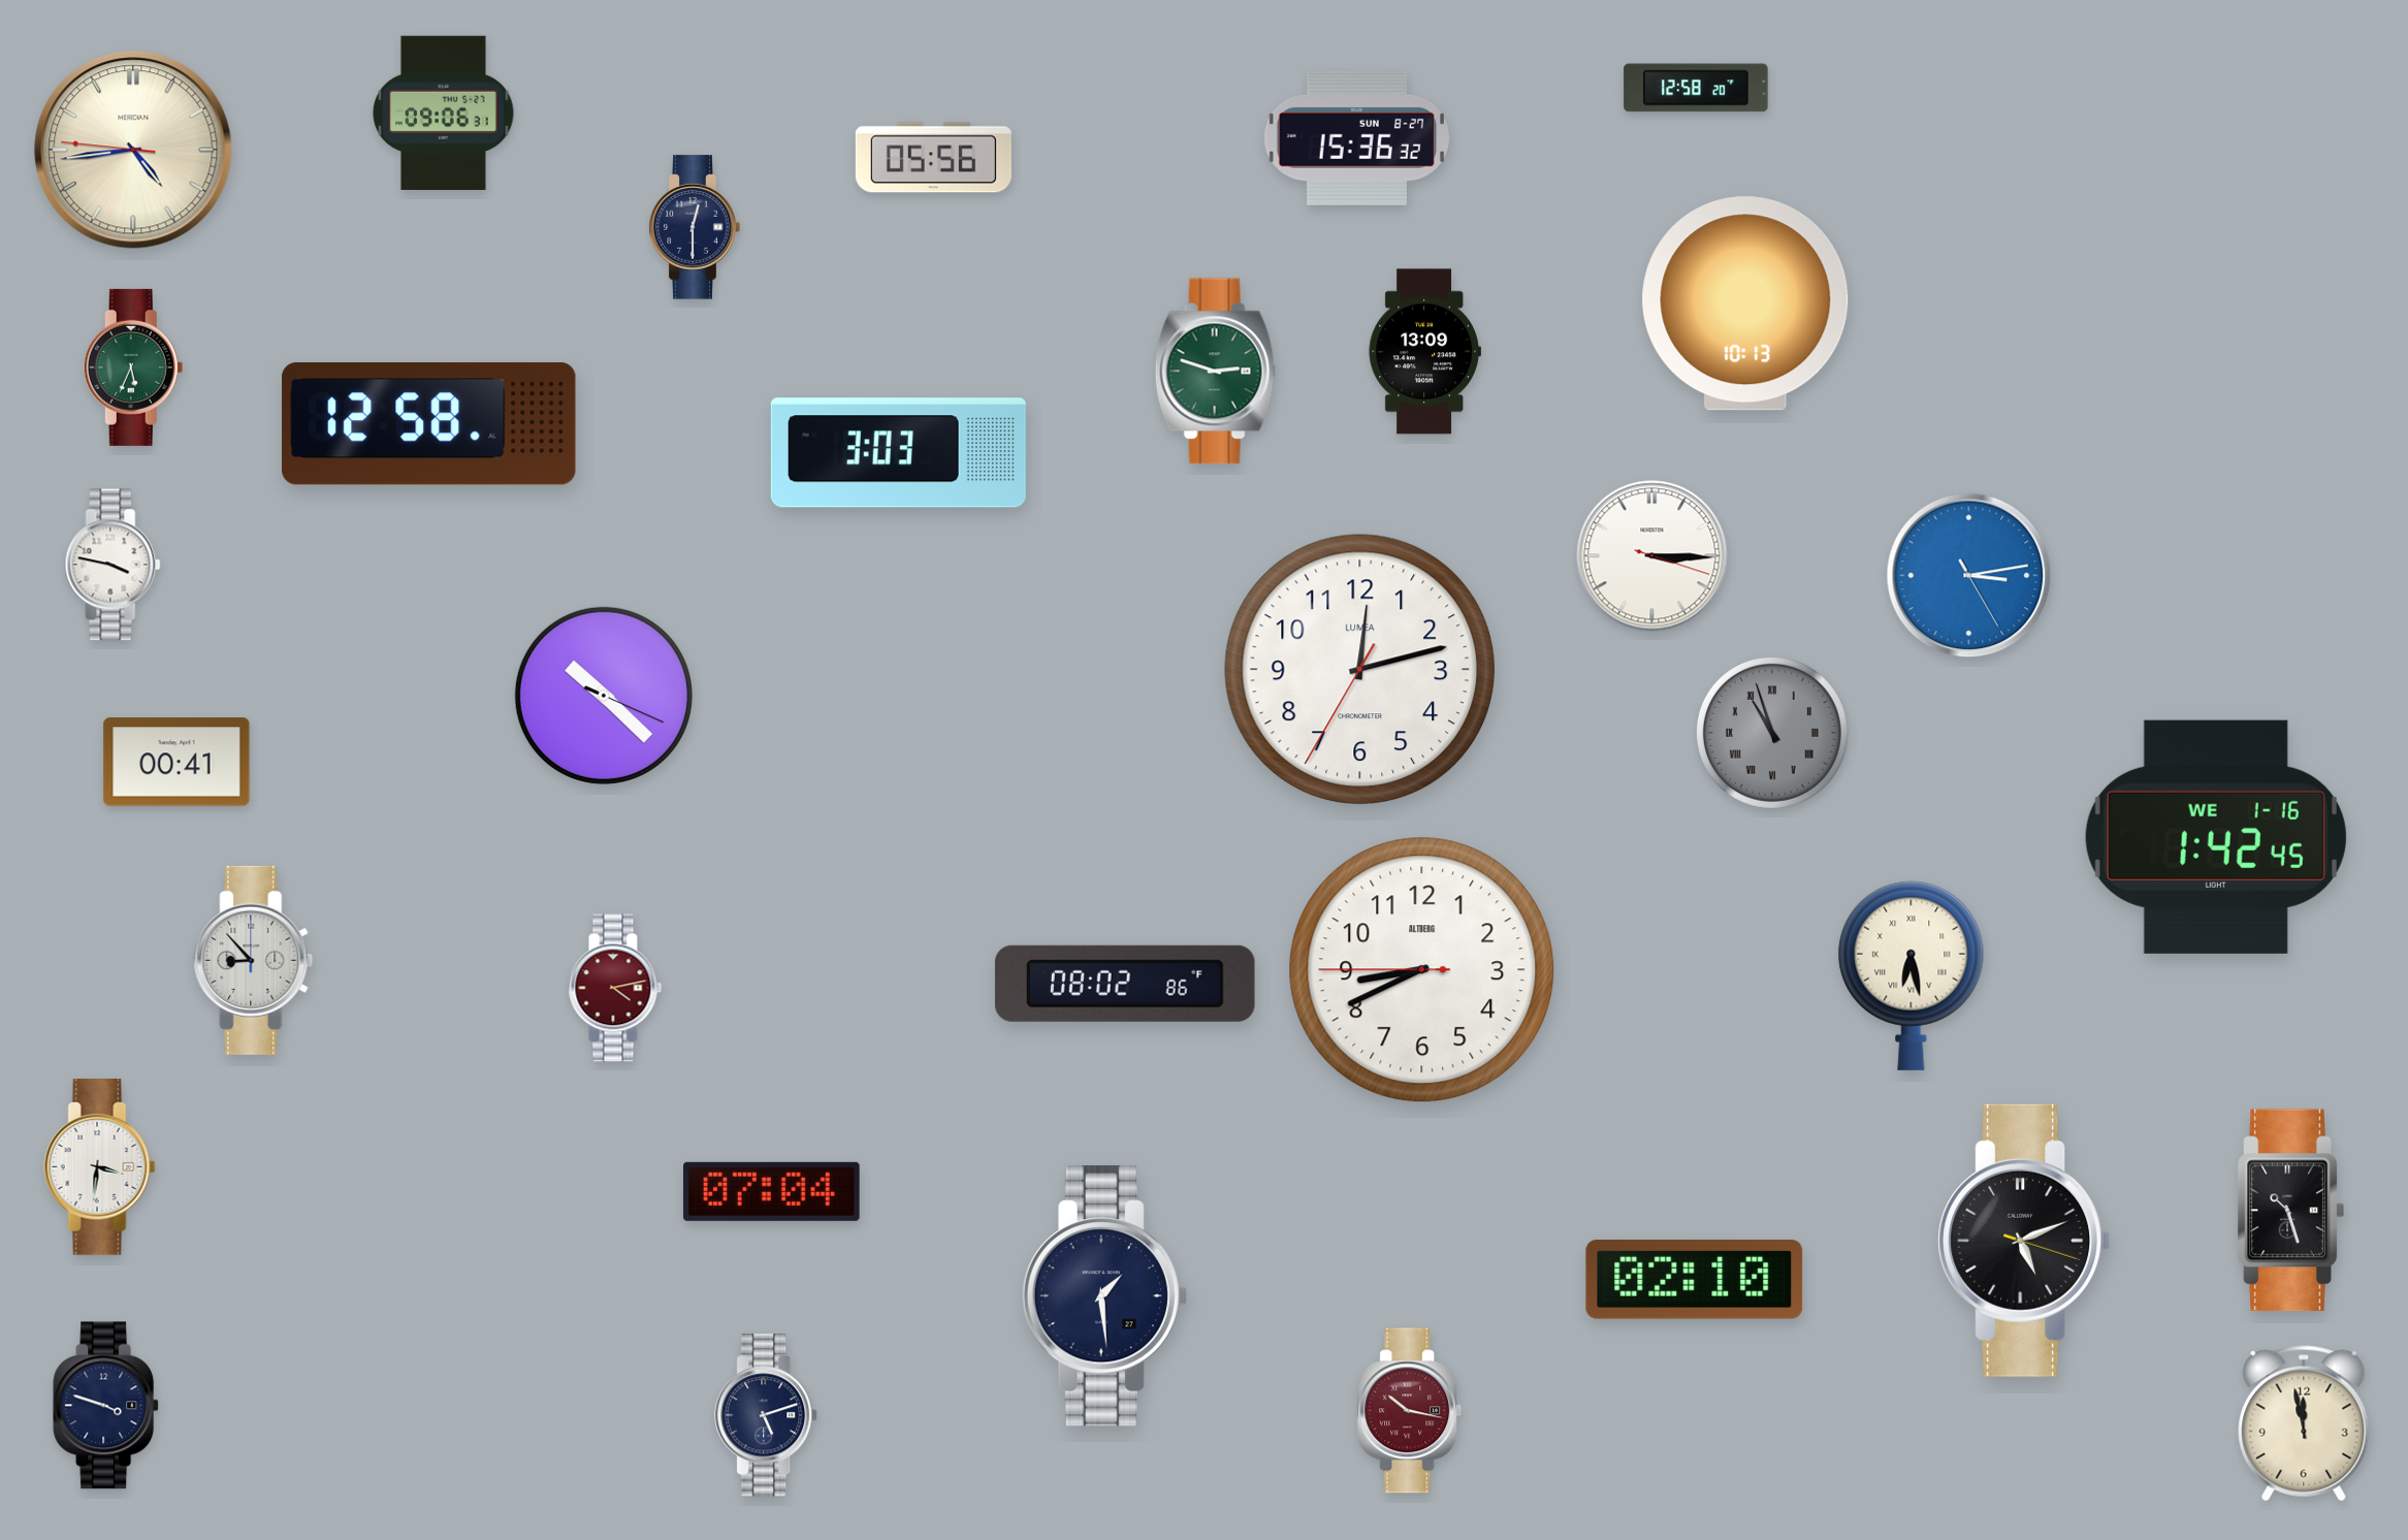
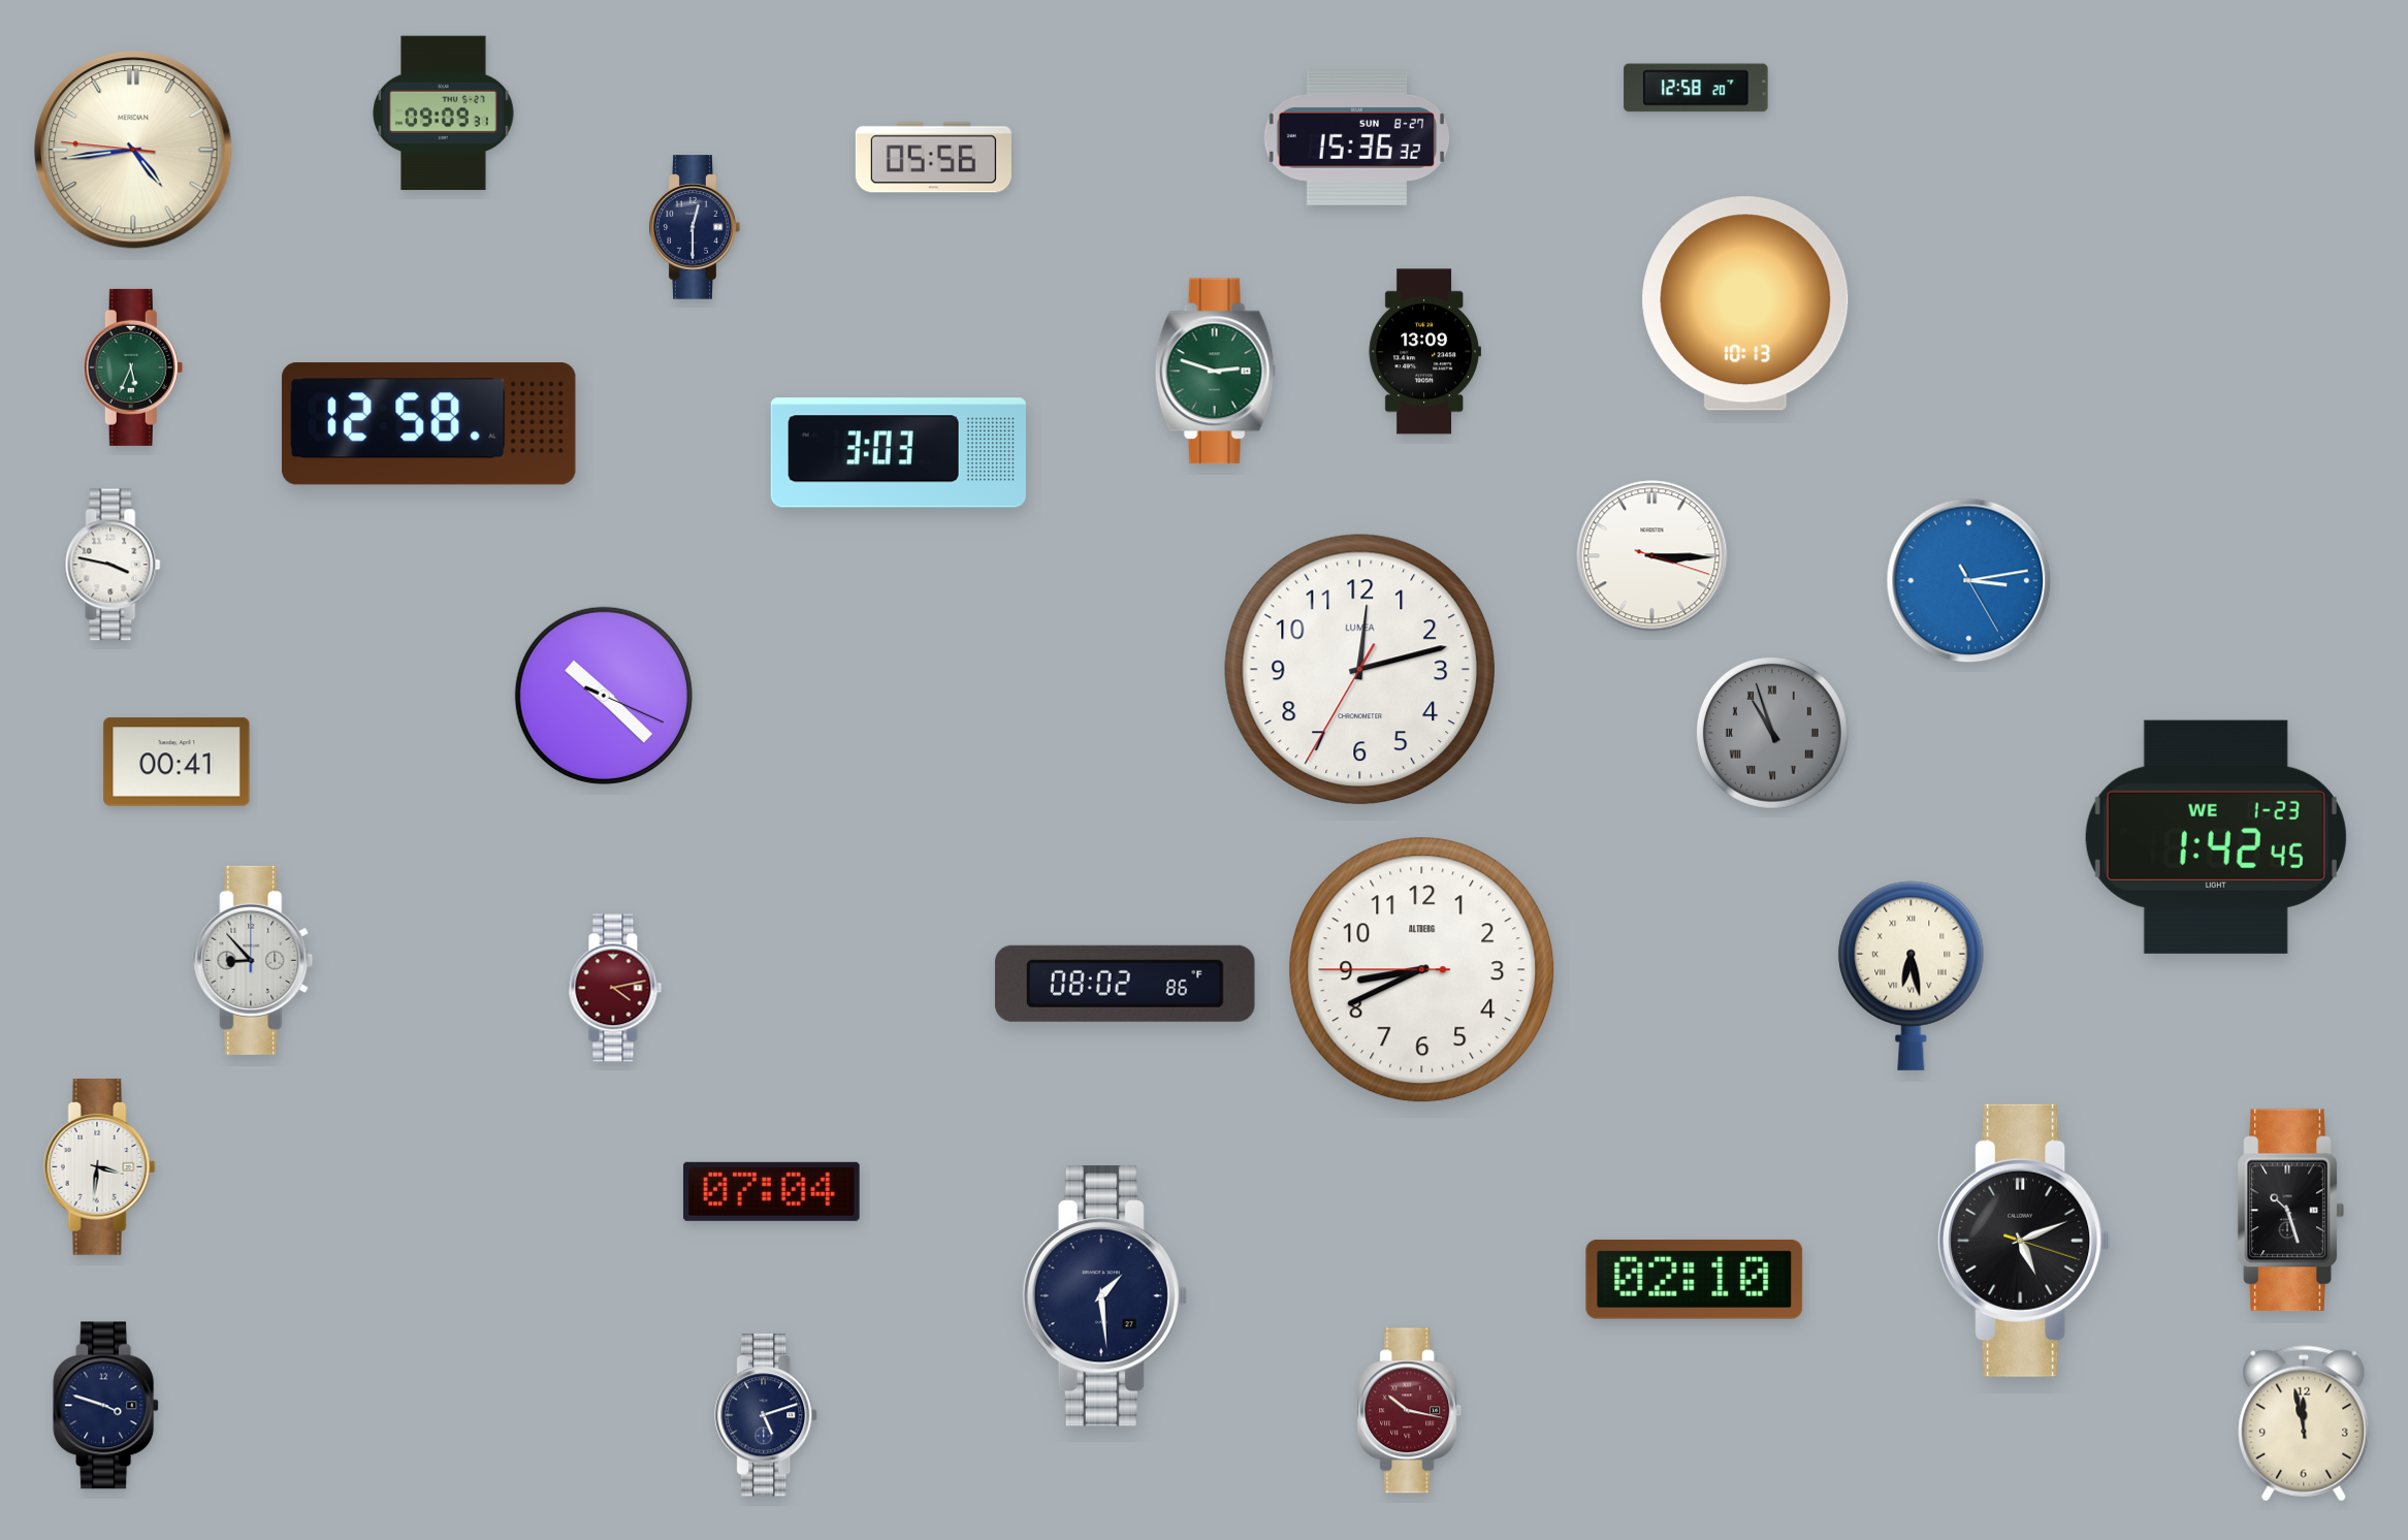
clock at (444, 113): 09:06 -> 09:09
clock at (1969, 576) position: (1969, 576) -> (1969, 581)
clock at (2216, 837) date: WE 1-16 -> WE 1-23
